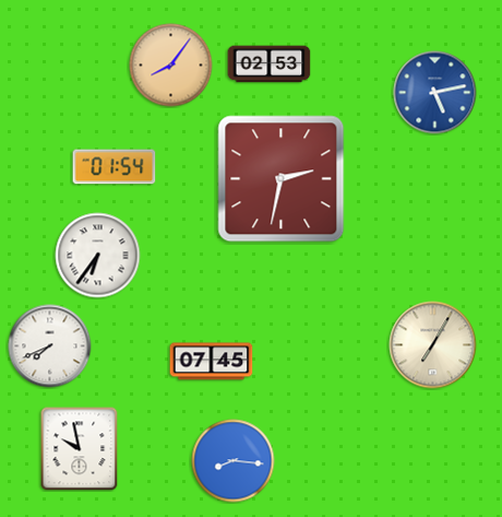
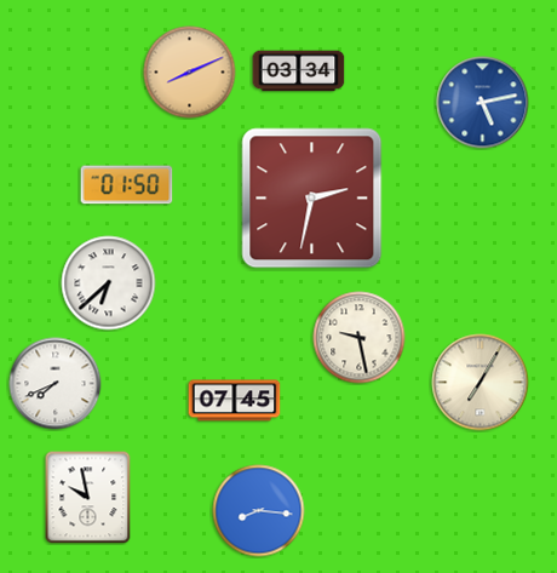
clock at (270, 64): 02:53 -> 03:34
clock at (171, 66): 8:06 -> 8:11
clock at (115, 167): 01:54 -> 01:50
clock at (98, 256): 6:36 -> 6:38
clock at (360, 338): none -> 9:28
